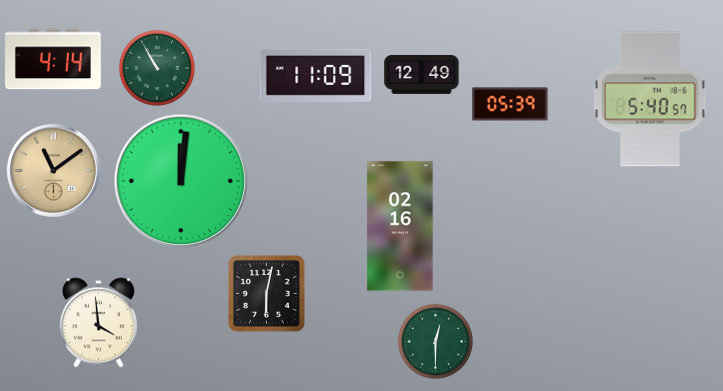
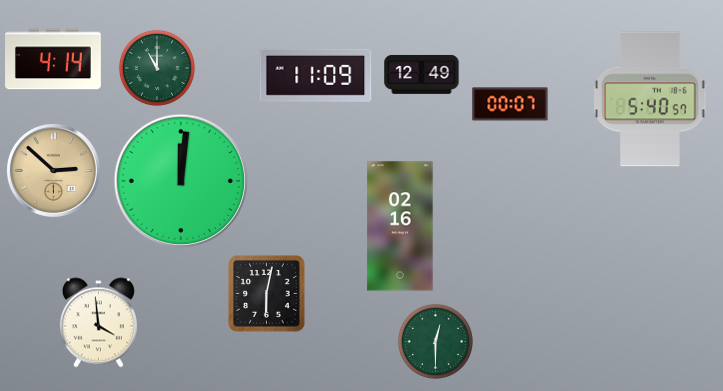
clock at (157, 68): 10:55 -> 11:00
clock at (510, 104): 05:39 -> 00:07
clock at (53, 170): 11:09 -> 2:52
